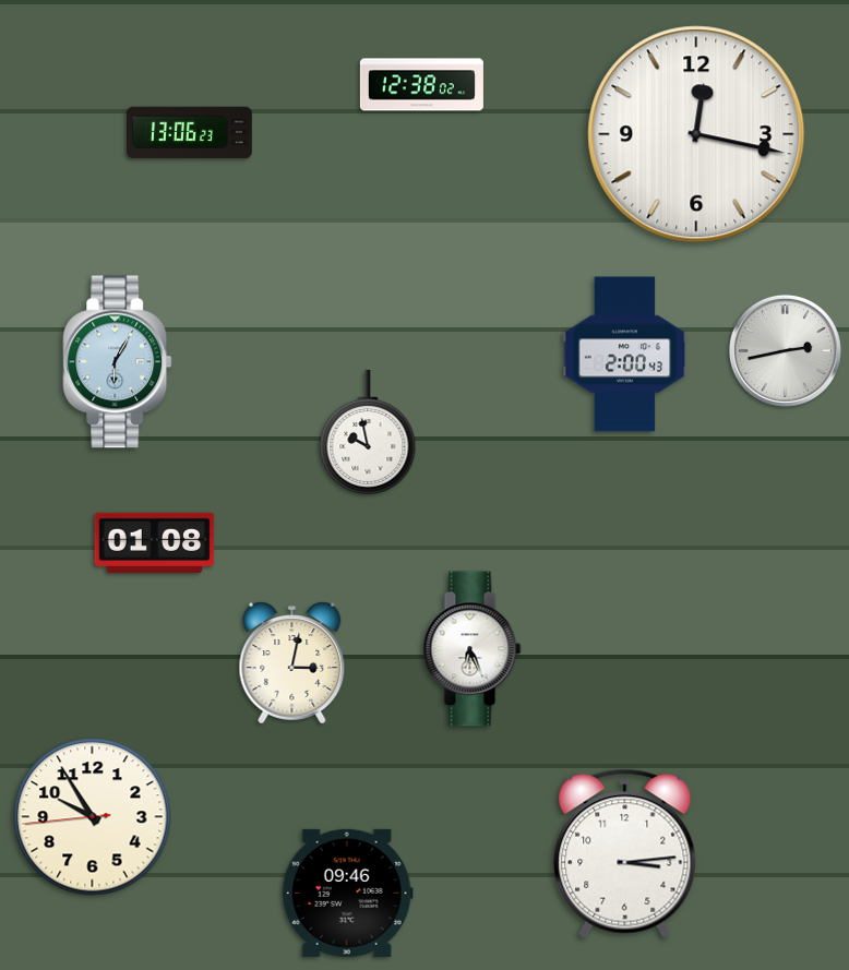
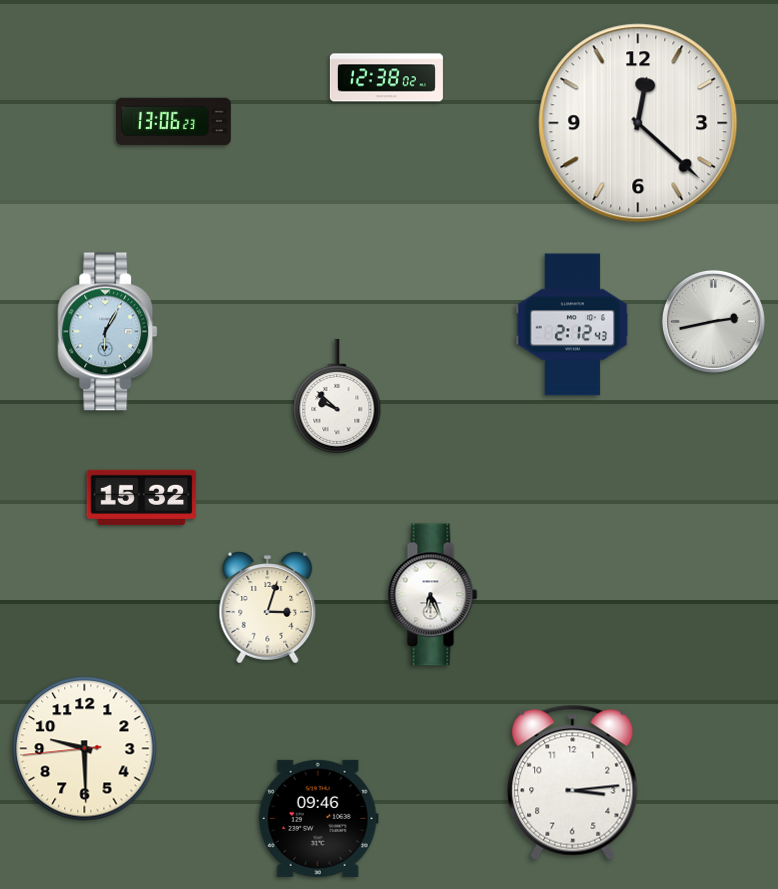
clock at (696, 134): 12:17 -> 12:22
clock at (785, 350) position: (785, 350) -> (713, 321)
clock at (625, 355): 2:00 -> 2:12
clock at (368, 432): 9:58 -> 9:52
clock at (155, 542): 01:08 -> 15:32
clock at (292, 663): 3:02 -> 3:03
clock at (93, 817): 9:54 -> 9:29
